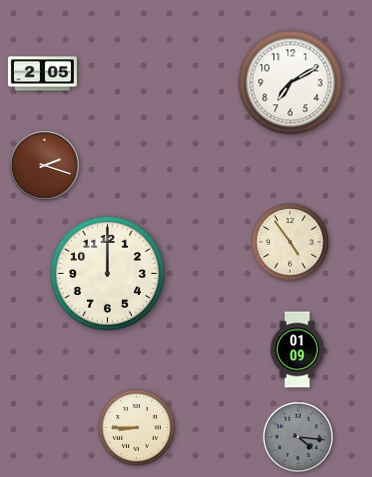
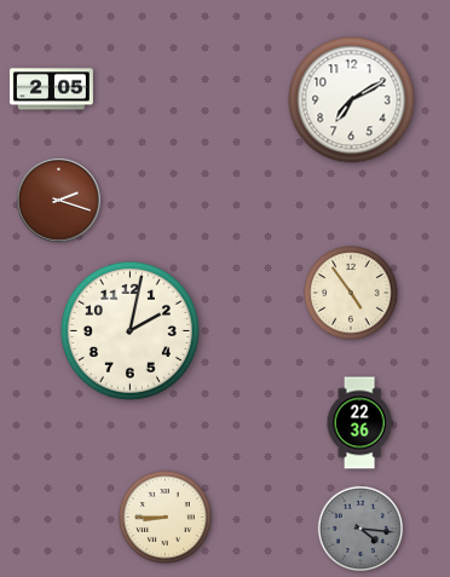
clock at (45, 166) position: (45, 166) -> (59, 201)
clock at (107, 273): 12:00 -> 2:02
clock at (297, 350): 01:09 -> 22:36
